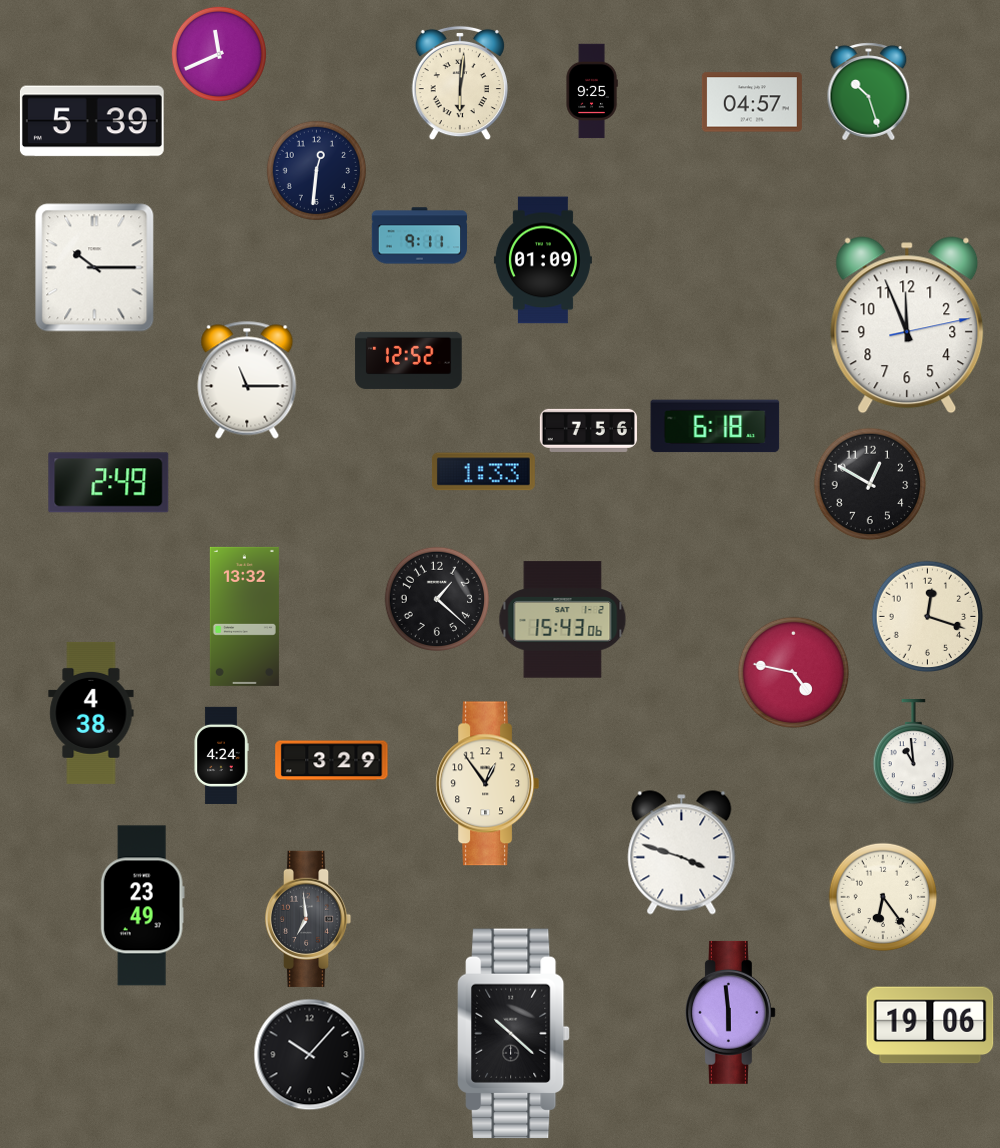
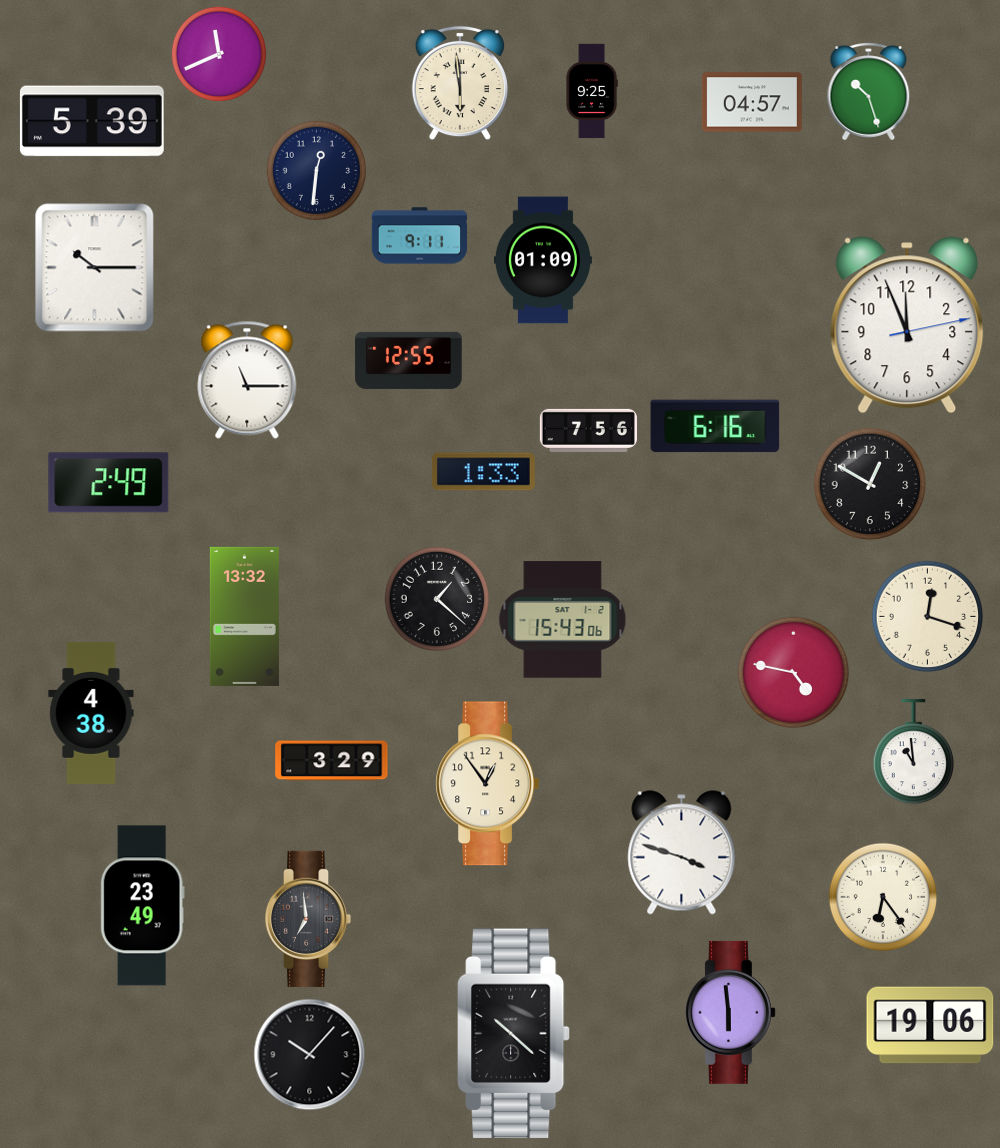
clock at (460, 83): 6:01 -> 5:59
clock at (409, 360): 12:52 -> 12:55
clock at (715, 426): 6:18 -> 6:16
clock at (221, 755): 4:24 -> none
